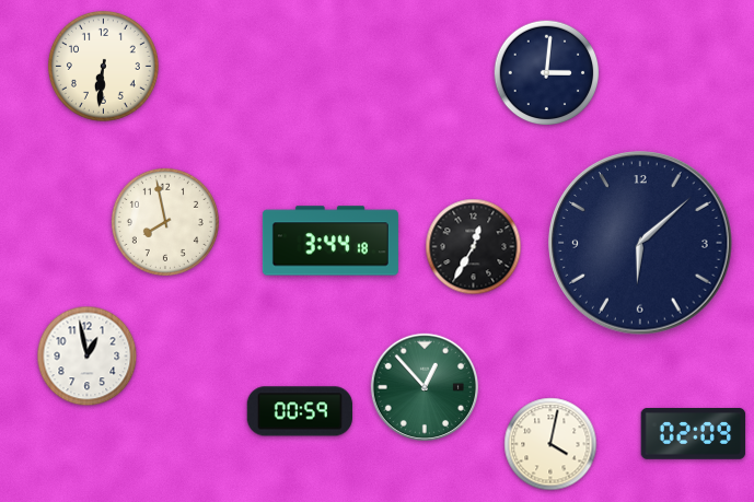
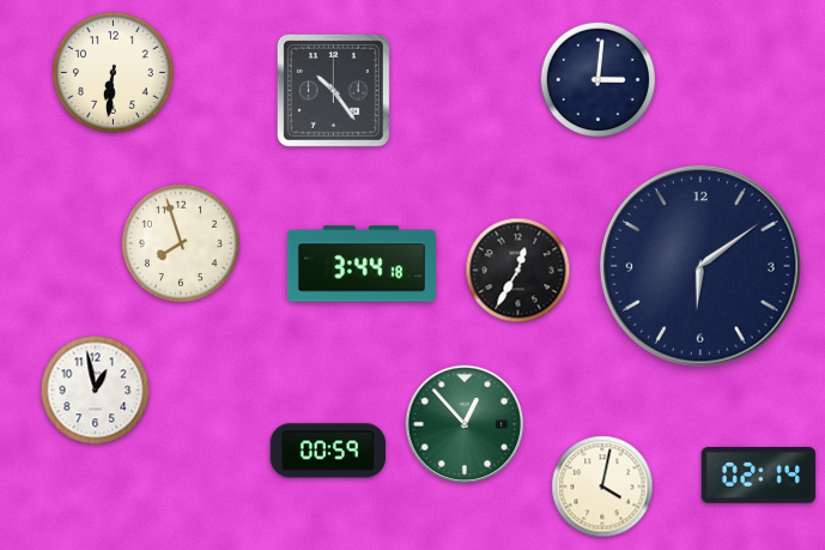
clock at (333, 90): none -> 10:24
clock at (165, 222): 7:58 -> 7:57
clock at (640, 243): 6:08 -> 6:09
clock at (694, 434): 02:09 -> 02:14
